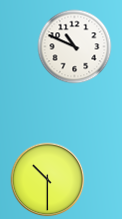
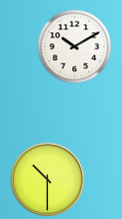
clock at (75, 47): 10:49 -> 10:10
